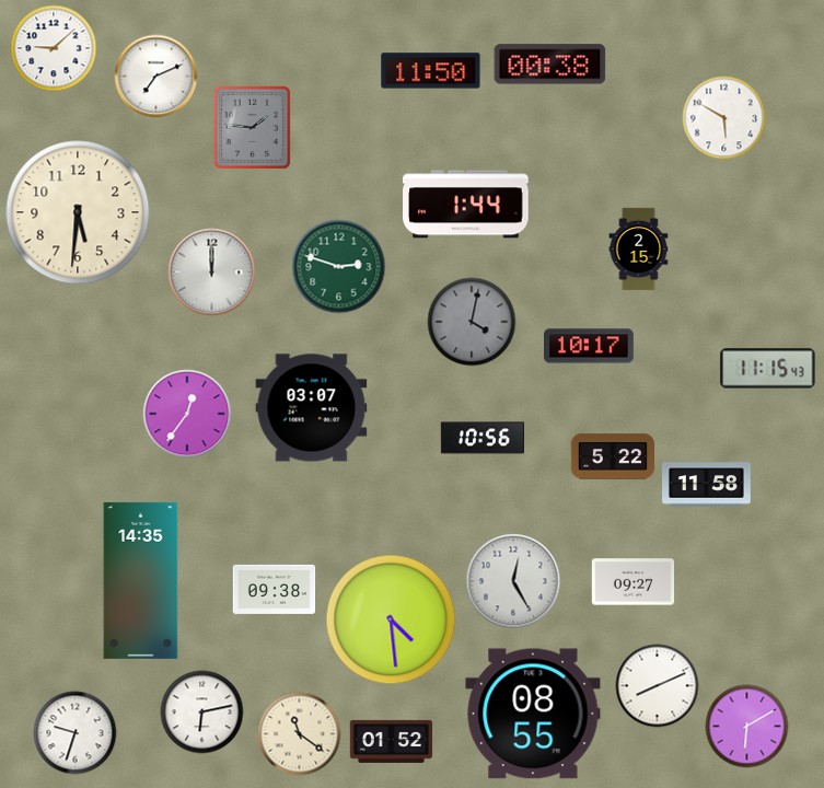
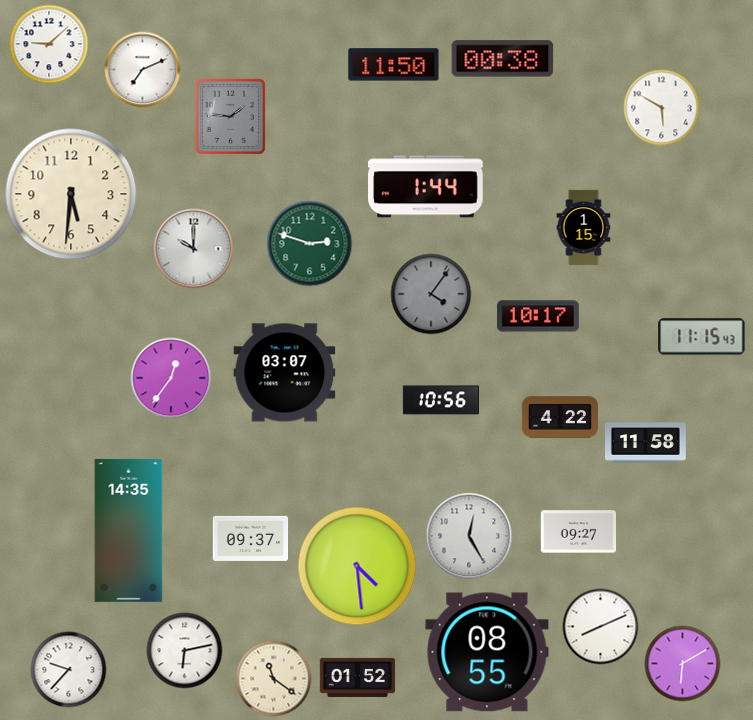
clock at (639, 250): 2:15 -> 1:15
clock at (212, 273): 12:00 -> 10:00
clock at (472, 322): 4:02 -> 4:06
clock at (612, 456): 5:22 -> 4:22
clock at (513, 581) position: (513, 581) -> (469, 536)
clock at (275, 589): 09:38 -> 09:37
clock at (76, 733): 9:33 -> 9:37
clock at (300, 734) position: (300, 734) -> (274, 679)
